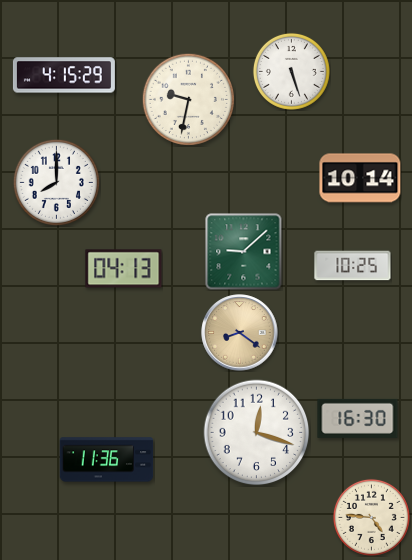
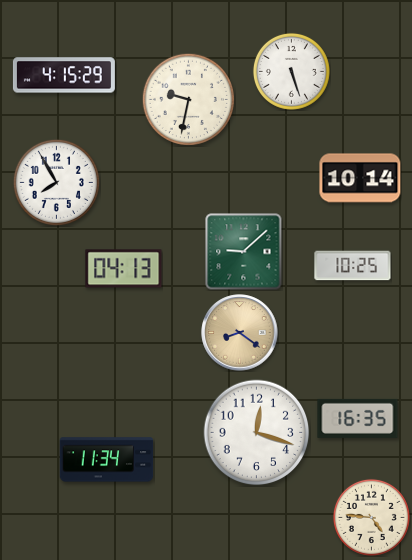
clock at (56, 182): 8:00 -> 7:55
clock at (358, 418): 16:30 -> 16:35
clock at (107, 460): 11:36 -> 11:34
